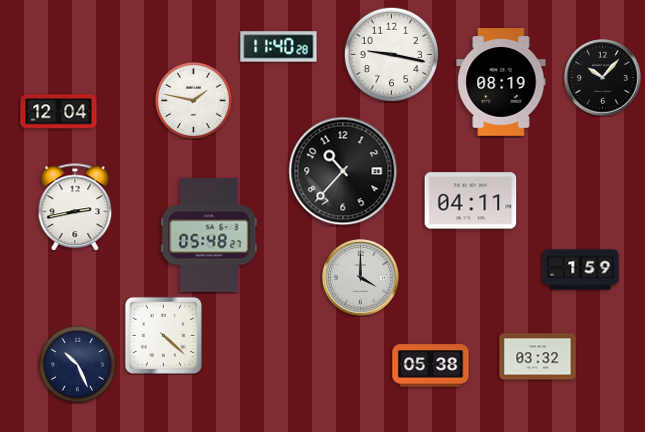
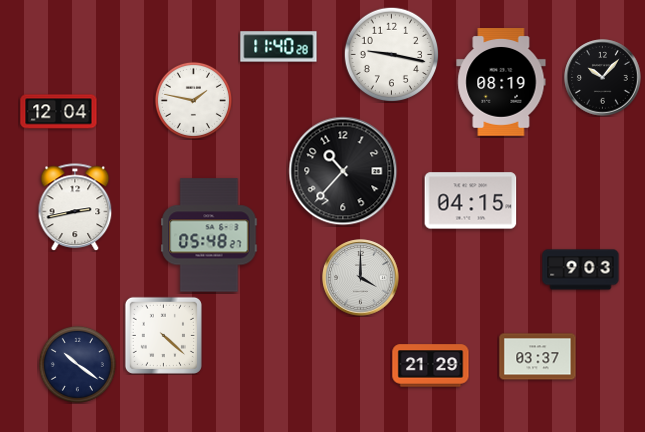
clock at (471, 201): 04:11 -> 04:15
clock at (581, 270): 1:59 -> 9:03
clock at (538, 357): 03:32 -> 03:37
clock at (77, 364): 10:26 -> 10:21
clock at (431, 366): 05:38 -> 21:29
